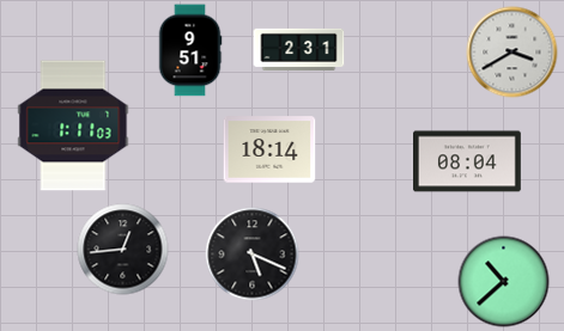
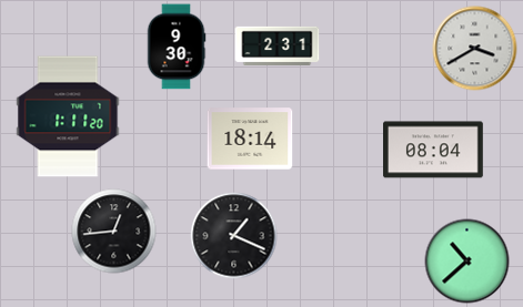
clock at (190, 50): 9:51 -> 9:30
clock at (73, 125): 1:11:03 -> 1:11:20
clock at (253, 255): 5:19 -> 1:19
